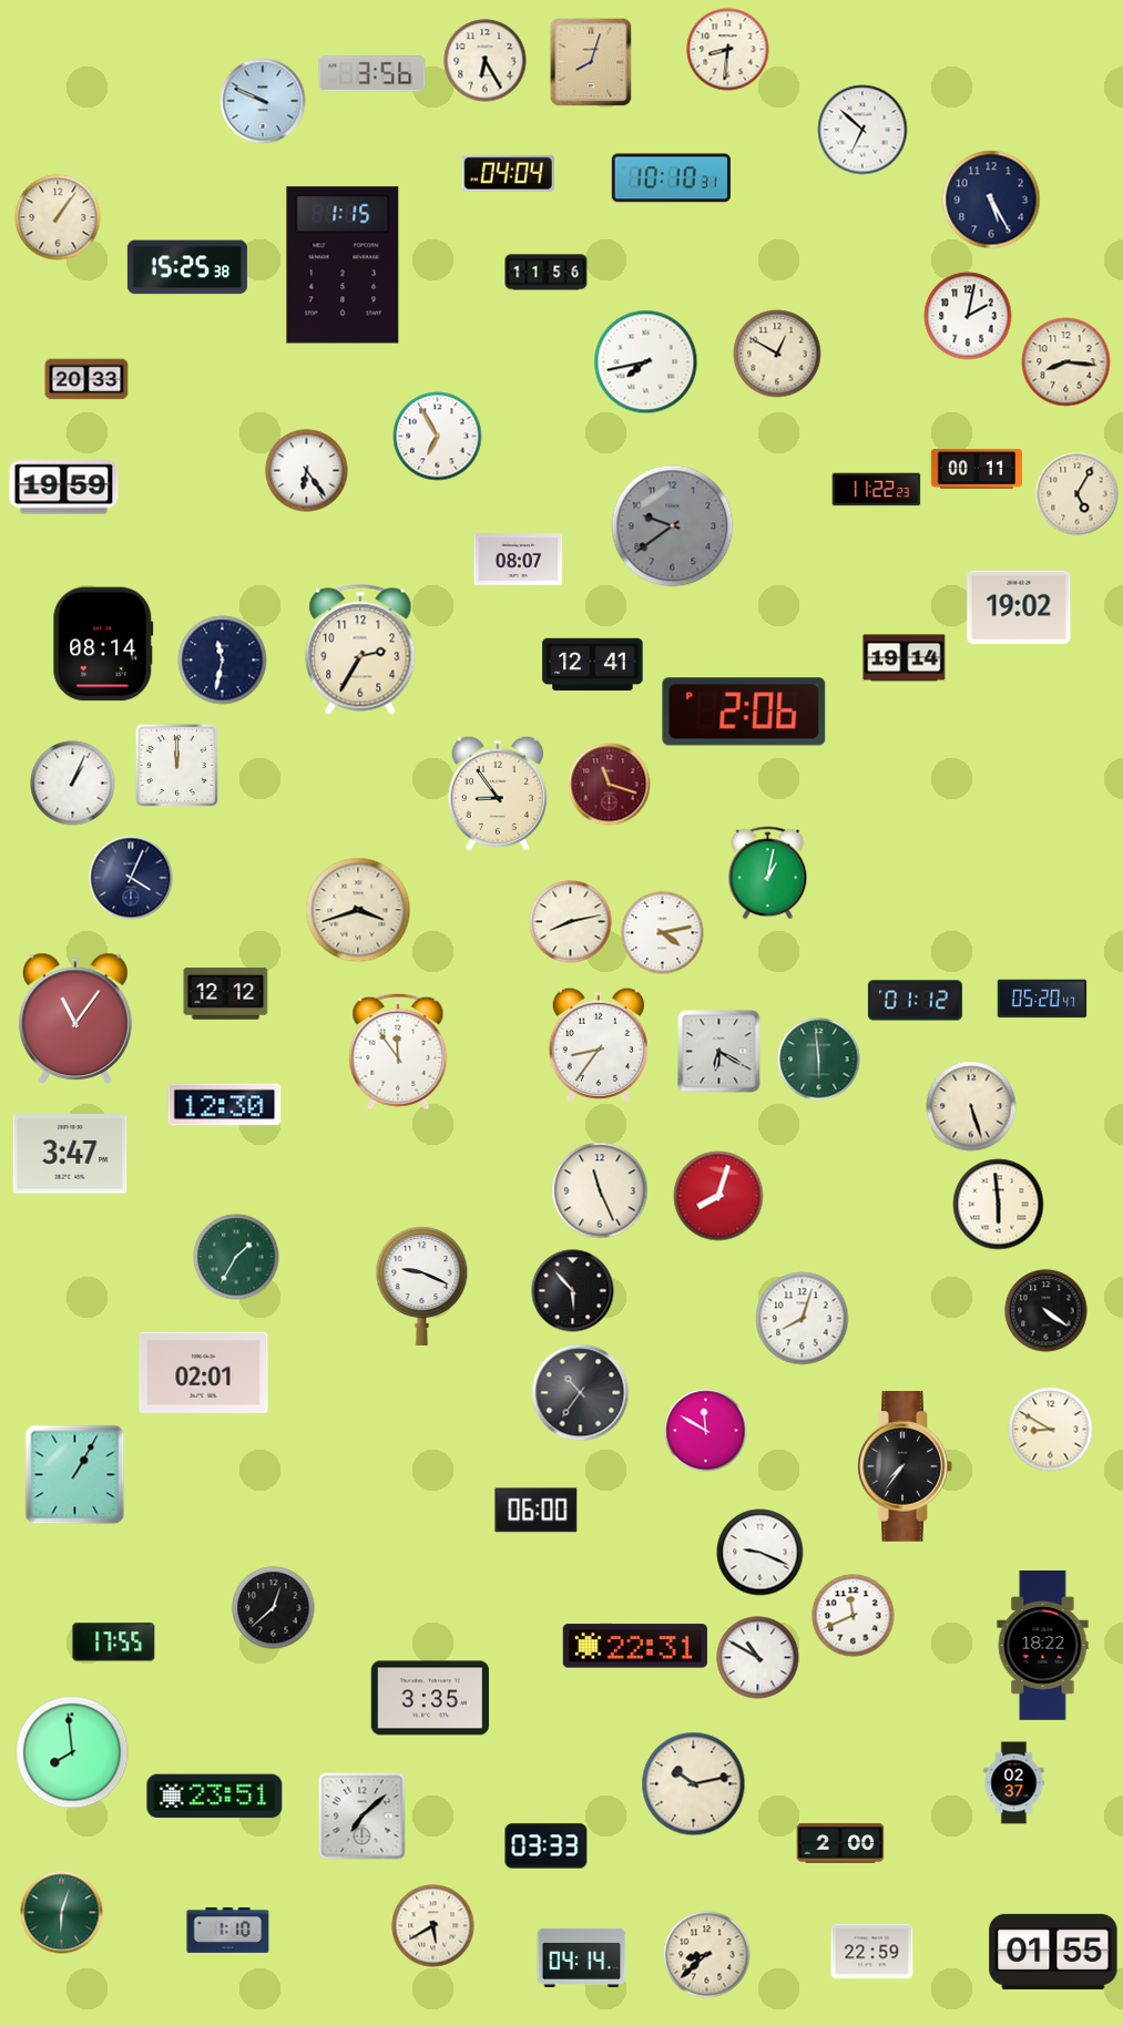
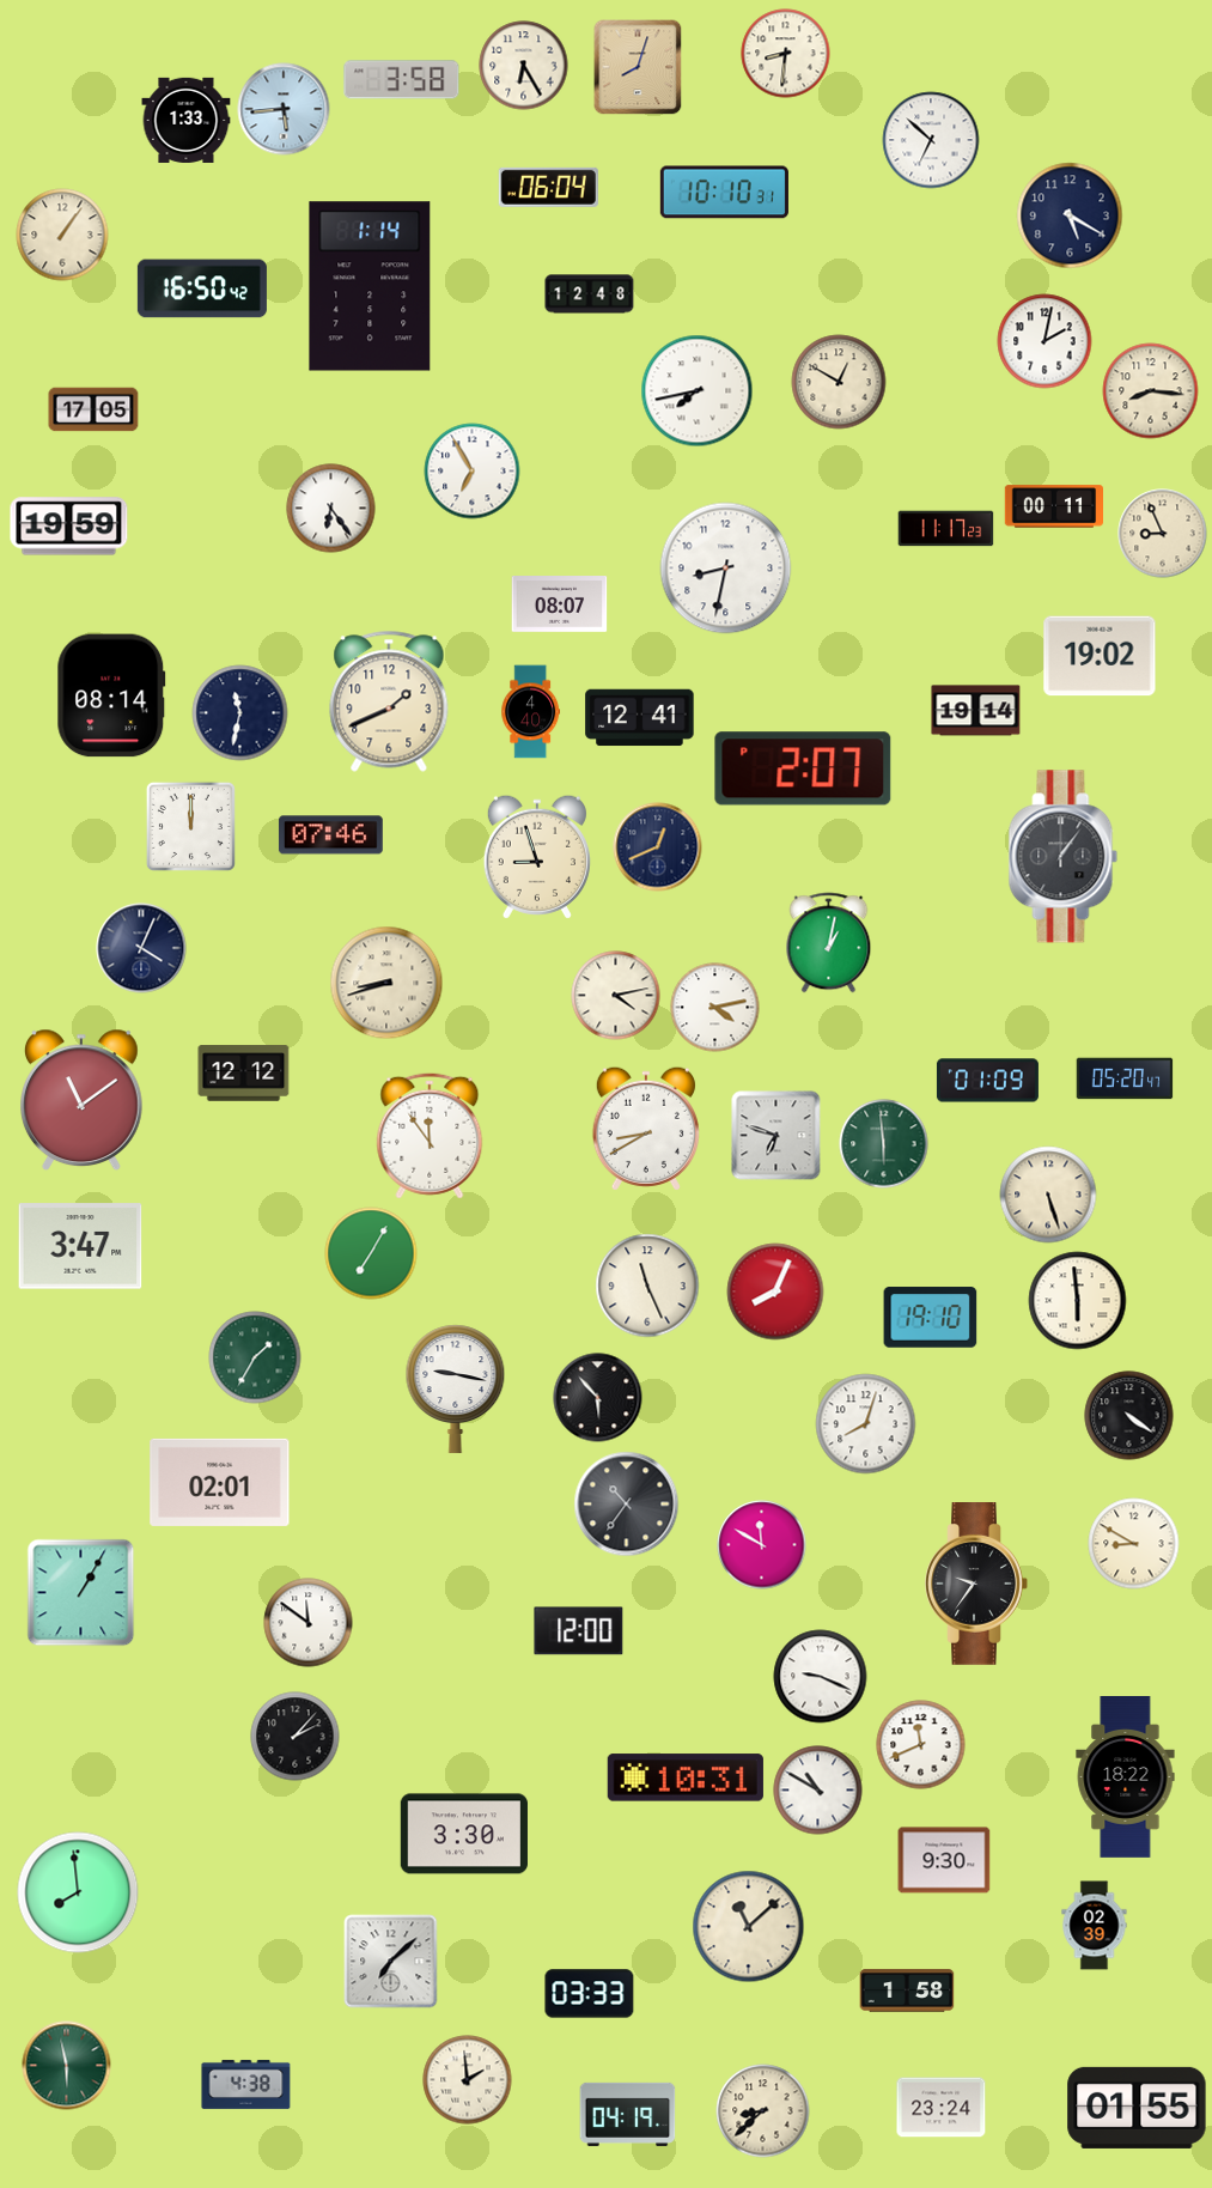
clock at (372, 74): 3:56 -> 3:58
clock at (263, 101): 9:49 -> 5:44
clock at (187, 120): none -> 1:33
clock at (508, 173): 04:04 -> 06:04
clock at (991, 199): 5:25 -> 5:20
clock at (343, 265): 1:15 -> 1:14
clock at (187, 267): 15:25 -> 16:50
clock at (547, 273): 11:56 -> 12:48
clock at (86, 379): 20:33 -> 17:05
clock at (877, 490): 11:22 -> 11:17
clock at (1078, 494): 5:05 -> 8:56
clock at (673, 526): 9:39 -> 8:32
clock at (673, 526) dial: grey -> white
clock at (360, 649): 2:35 -> 1:41
clock at (531, 712): none -> 4:40
clock at (744, 712): 2:06 -> 2:07
clock at (330, 835): none -> 07:46
clock at (73, 784): 1:04 -> none
clock at (610, 785): 11:18 -> 12:41
clock at (610, 785) dial: burgundy -> navy
clock at (498, 794): 8:54 -> 8:57
clock at (1064, 857): none -> 1:06
clock at (358, 910): 3:42 -> 8:42
clock at (571, 922): 8:13 -> 4:13
clock at (915, 1001): 01:12 -> 01:09
clock at (76, 1019): 11:06 -> 11:09
clock at (599, 1045): 8:36 -> 8:40
clock at (719, 1052): 6:20 -> 6:48
clock at (225, 1105): 12:30 -> none
clock at (70, 1154) position: (70, 1154) -> (80, 1246)
clock at (371, 1253): none -> 7:05
clock at (718, 1196): 8:03 -> 8:04
clock at (931, 1318): none -> 19:10
clock at (422, 1286): 9:19 -> 9:17
clock at (573, 1291) position: (573, 1291) -> (598, 1398)
clock at (905, 1467): 7:36 -> 9:36
clock at (309, 1623): none -> 11:51
clock at (537, 1511): 06:00 -> 12:00
clock at (274, 1608): 12:38 -> 2:07
clock at (114, 1643): 17:55 -> none
clock at (635, 1646): 22:31 -> 10:31
clock at (430, 1698): 3:35 -> 3:30
clock at (944, 1860): none -> 9:30
clock at (1014, 1783): 02:37 -> 02:39
clock at (694, 1784): 10:13 -> 11:08
clock at (215, 1797): 23:51 -> none
clock at (840, 1843): 2:00 -> 1:58
clock at (62, 1913): 6:03 -> 5:58
clock at (433, 1926): 5:40 -> 1:59
clock at (228, 1930): 1:10 -> 4:38
clock at (872, 1952): 22:59 -> 23:24
clock at (582, 1957): 04:14 -> 04:19
